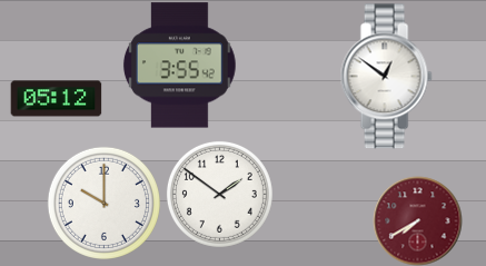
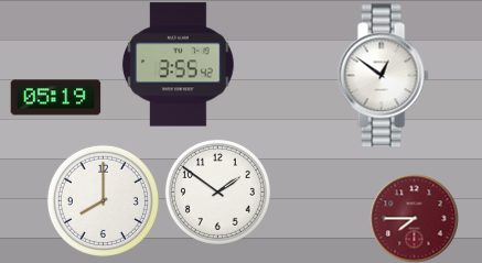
clock at (56, 99): 05:12 -> 05:19
clock at (103, 203): 10:00 -> 8:00
clock at (417, 220): 7:40 -> 7:45
